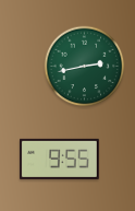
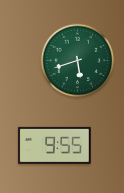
clock at (85, 67): 2:43 -> 5:42
